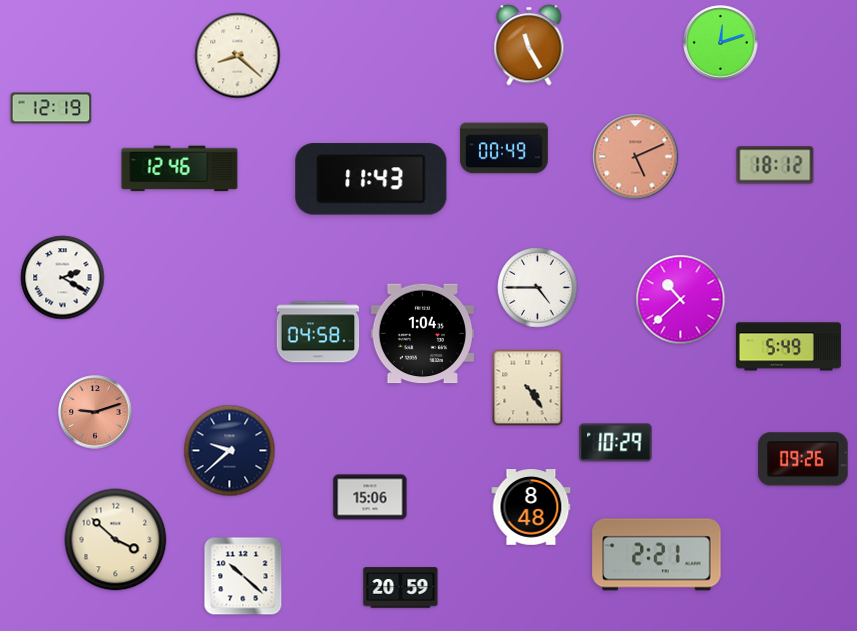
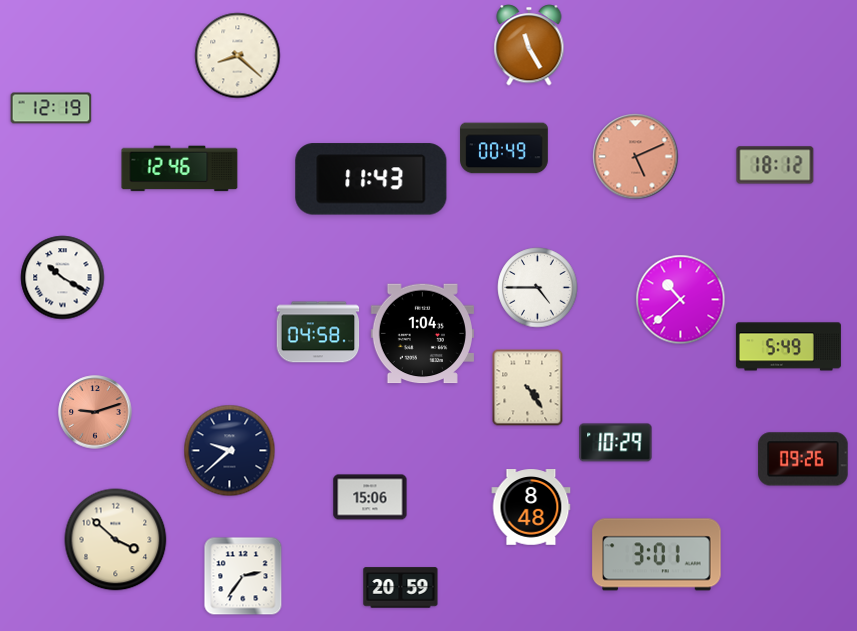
clock at (721, 43): 12:12 -> none
clock at (63, 278): 2:20 -> 10:20
clock at (657, 555): 2:21 -> 3:01
clock at (243, 576): 10:22 -> 2:36
